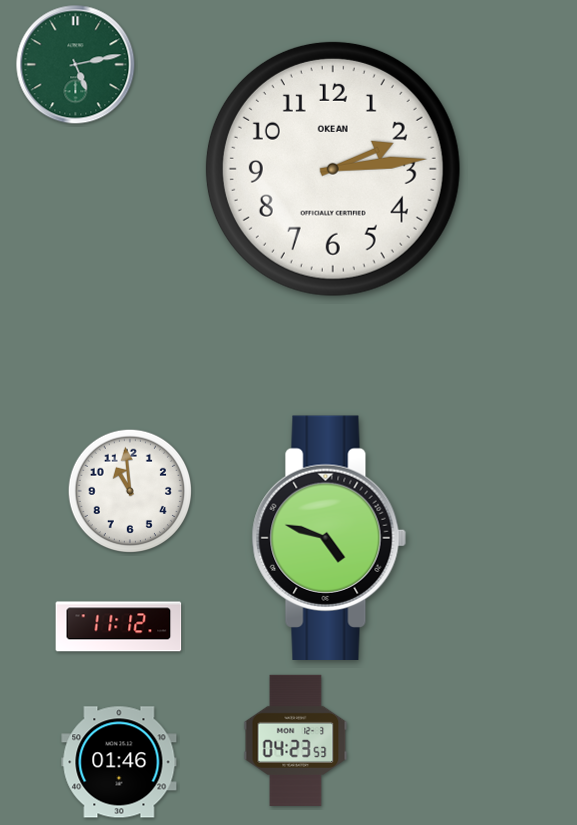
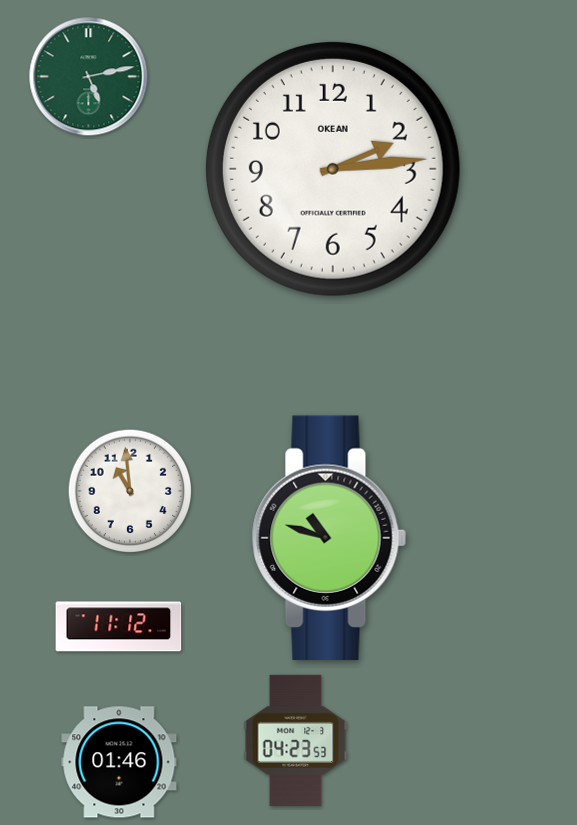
clock at (76, 65) position: (76, 65) -> (89, 77)
clock at (329, 537): 4:48 -> 10:48
